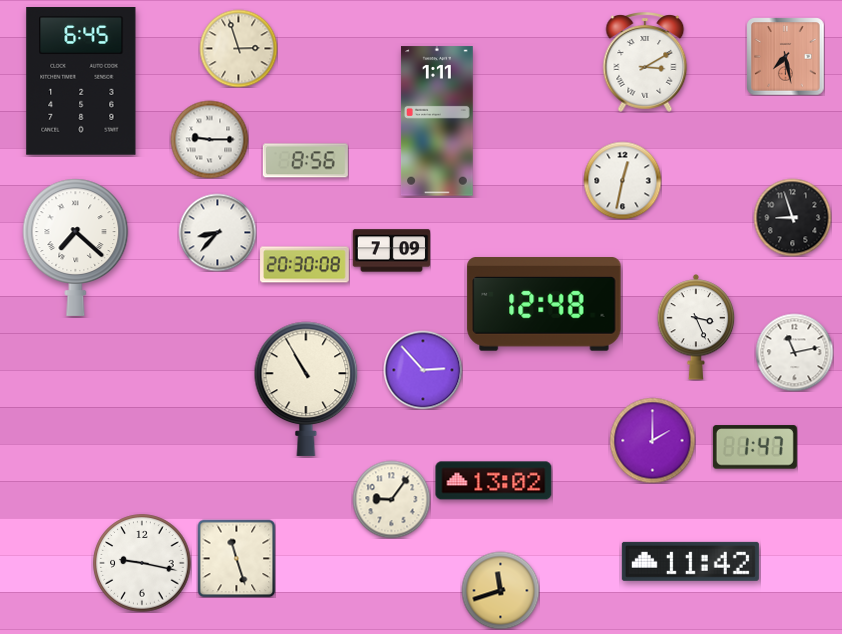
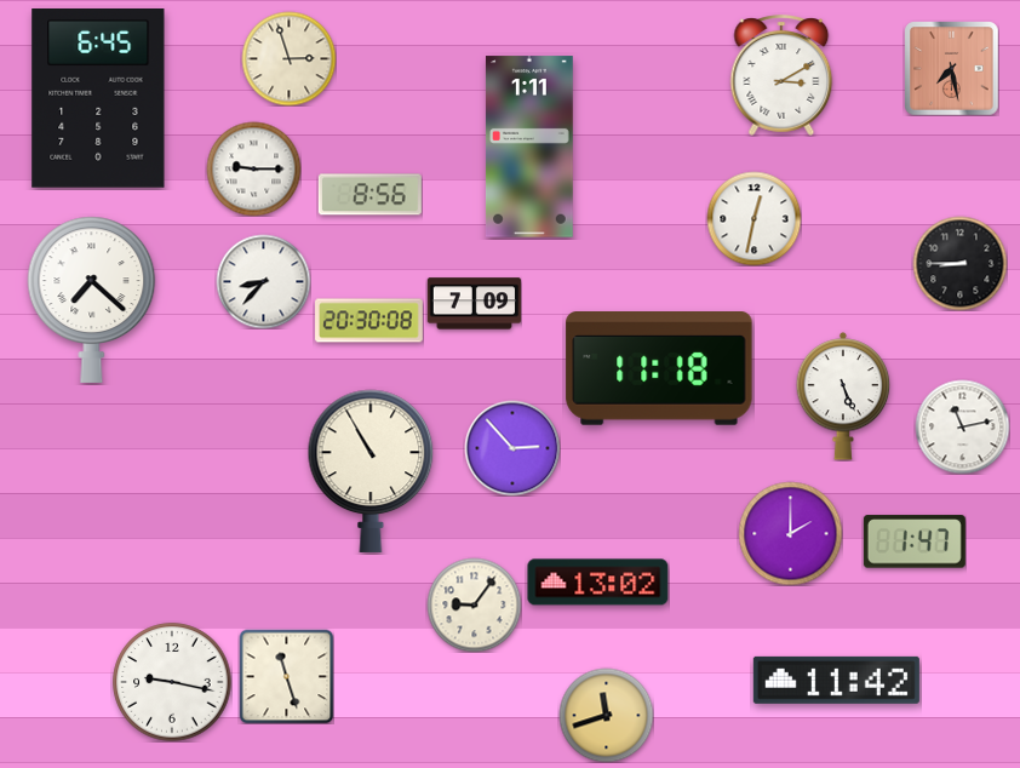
clock at (792, 217): 8:57 -> 8:45
clock at (544, 304): 12:48 -> 11:18
clock at (696, 327): 3:26 -> 5:26
